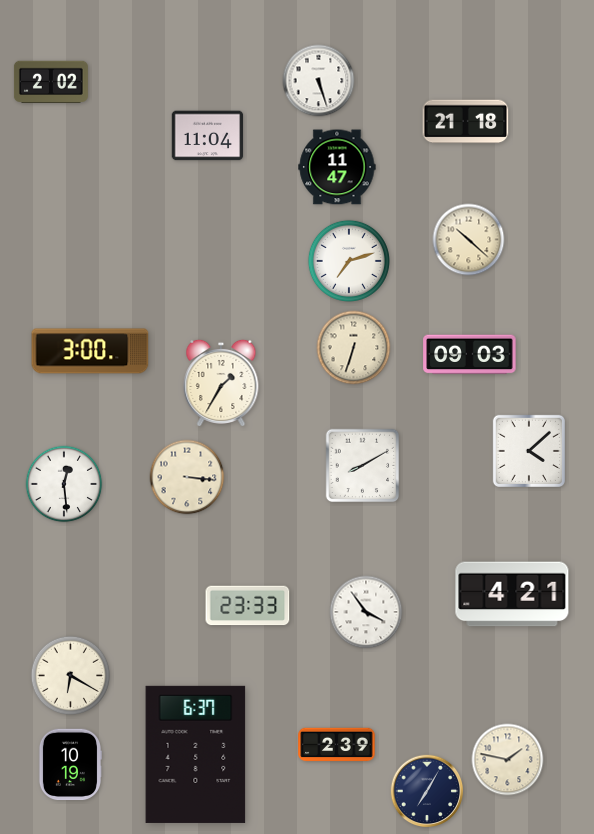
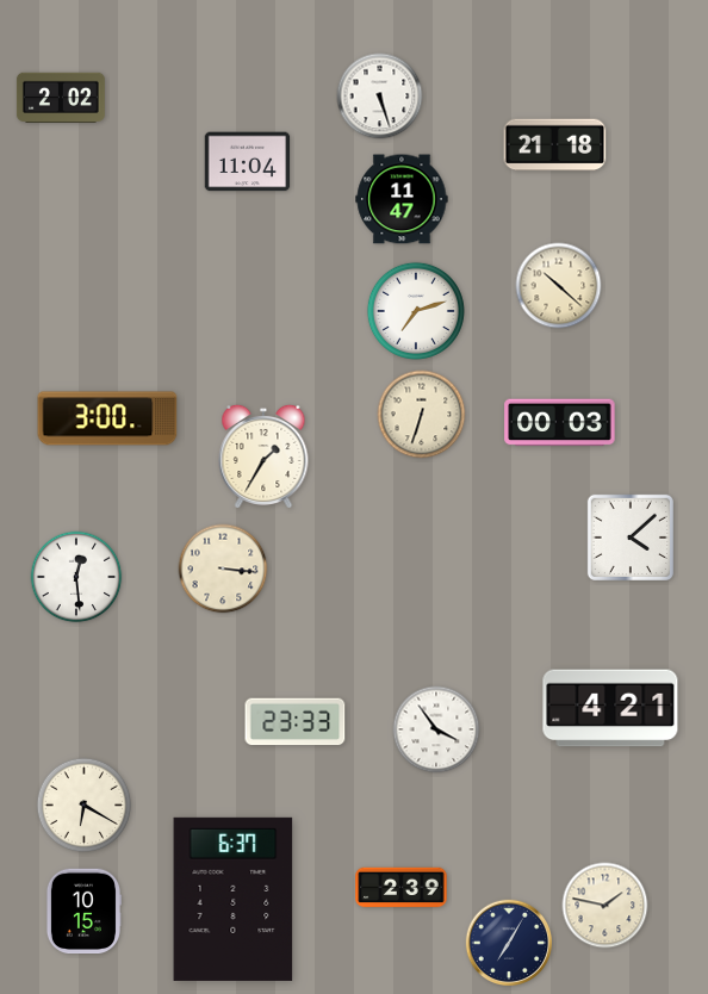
clock at (470, 355): 09:03 -> 00:03
clock at (363, 466): 8:10 -> none
clock at (70, 765): 10:19 -> 10:15
